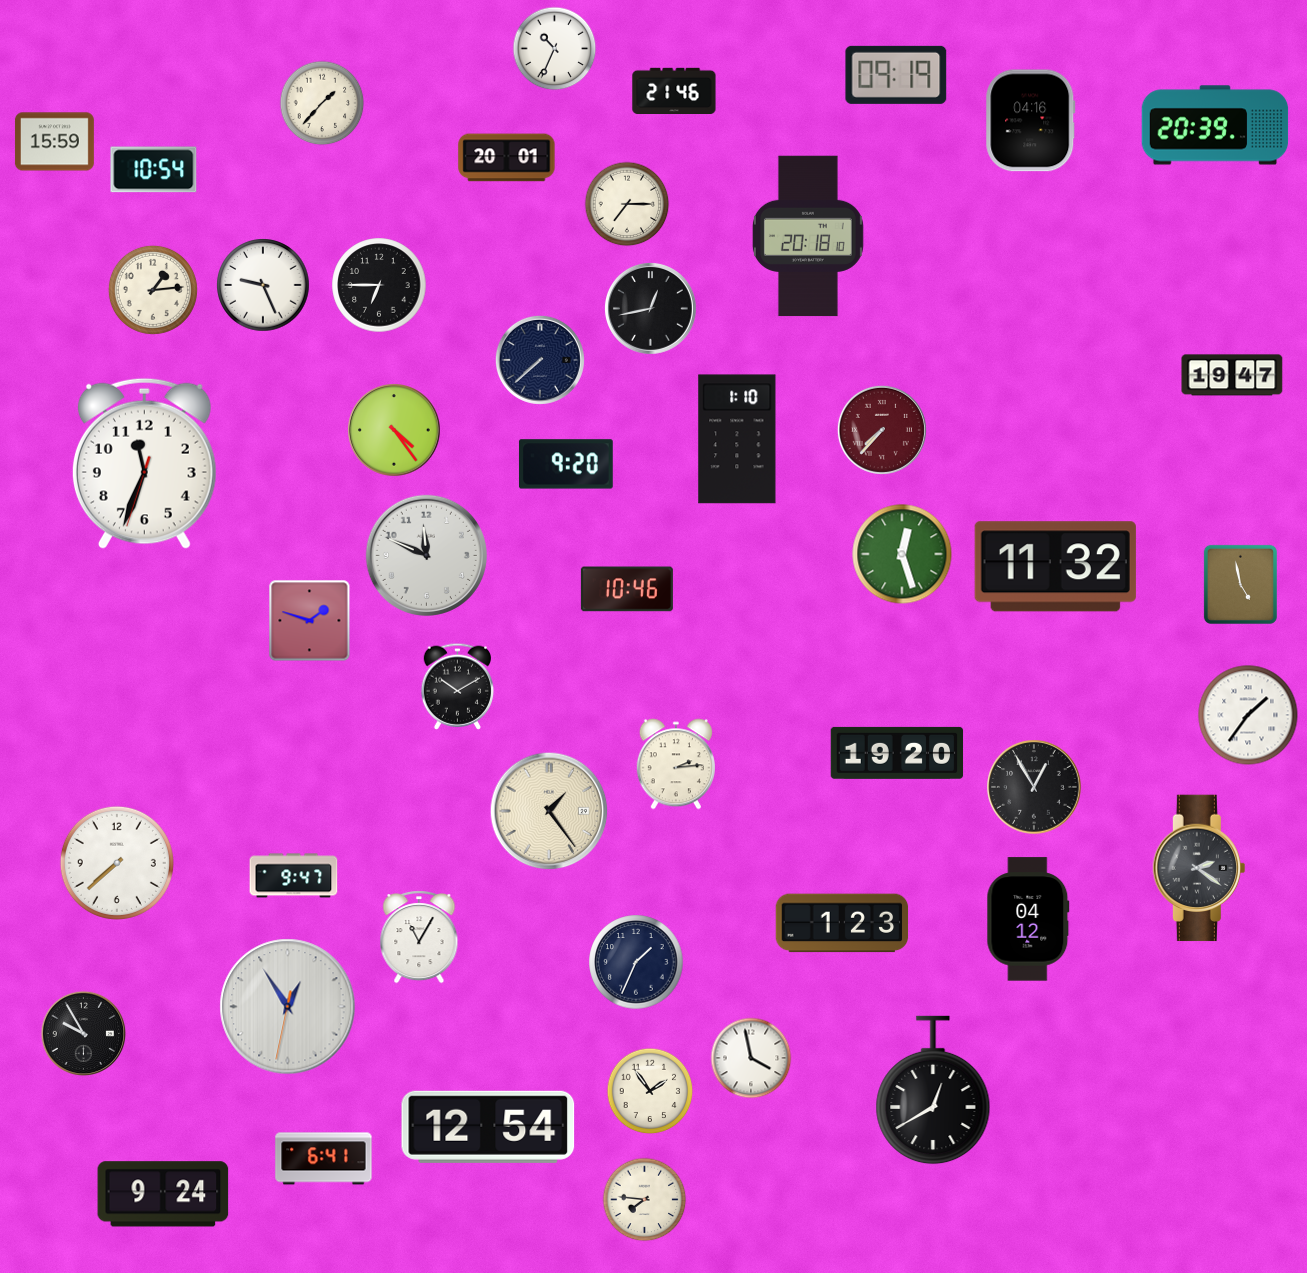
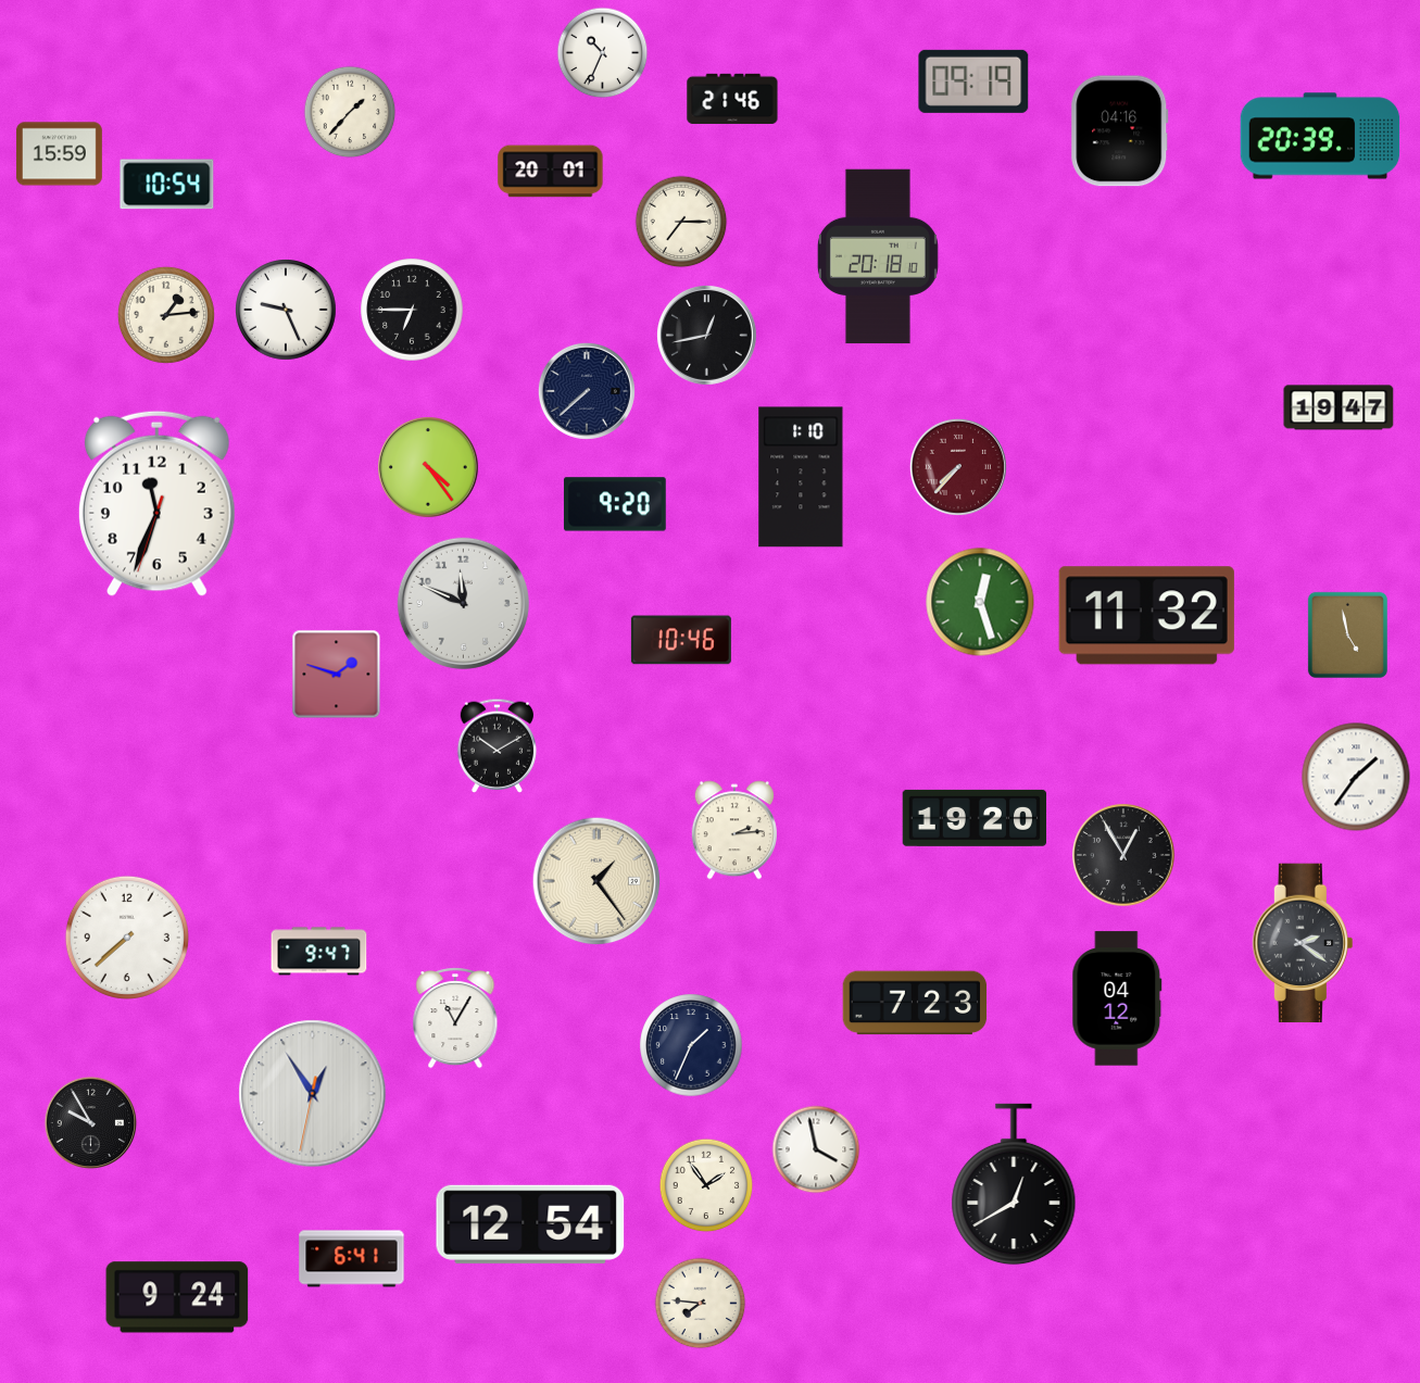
clock at (842, 923): 1:23 -> 7:23
